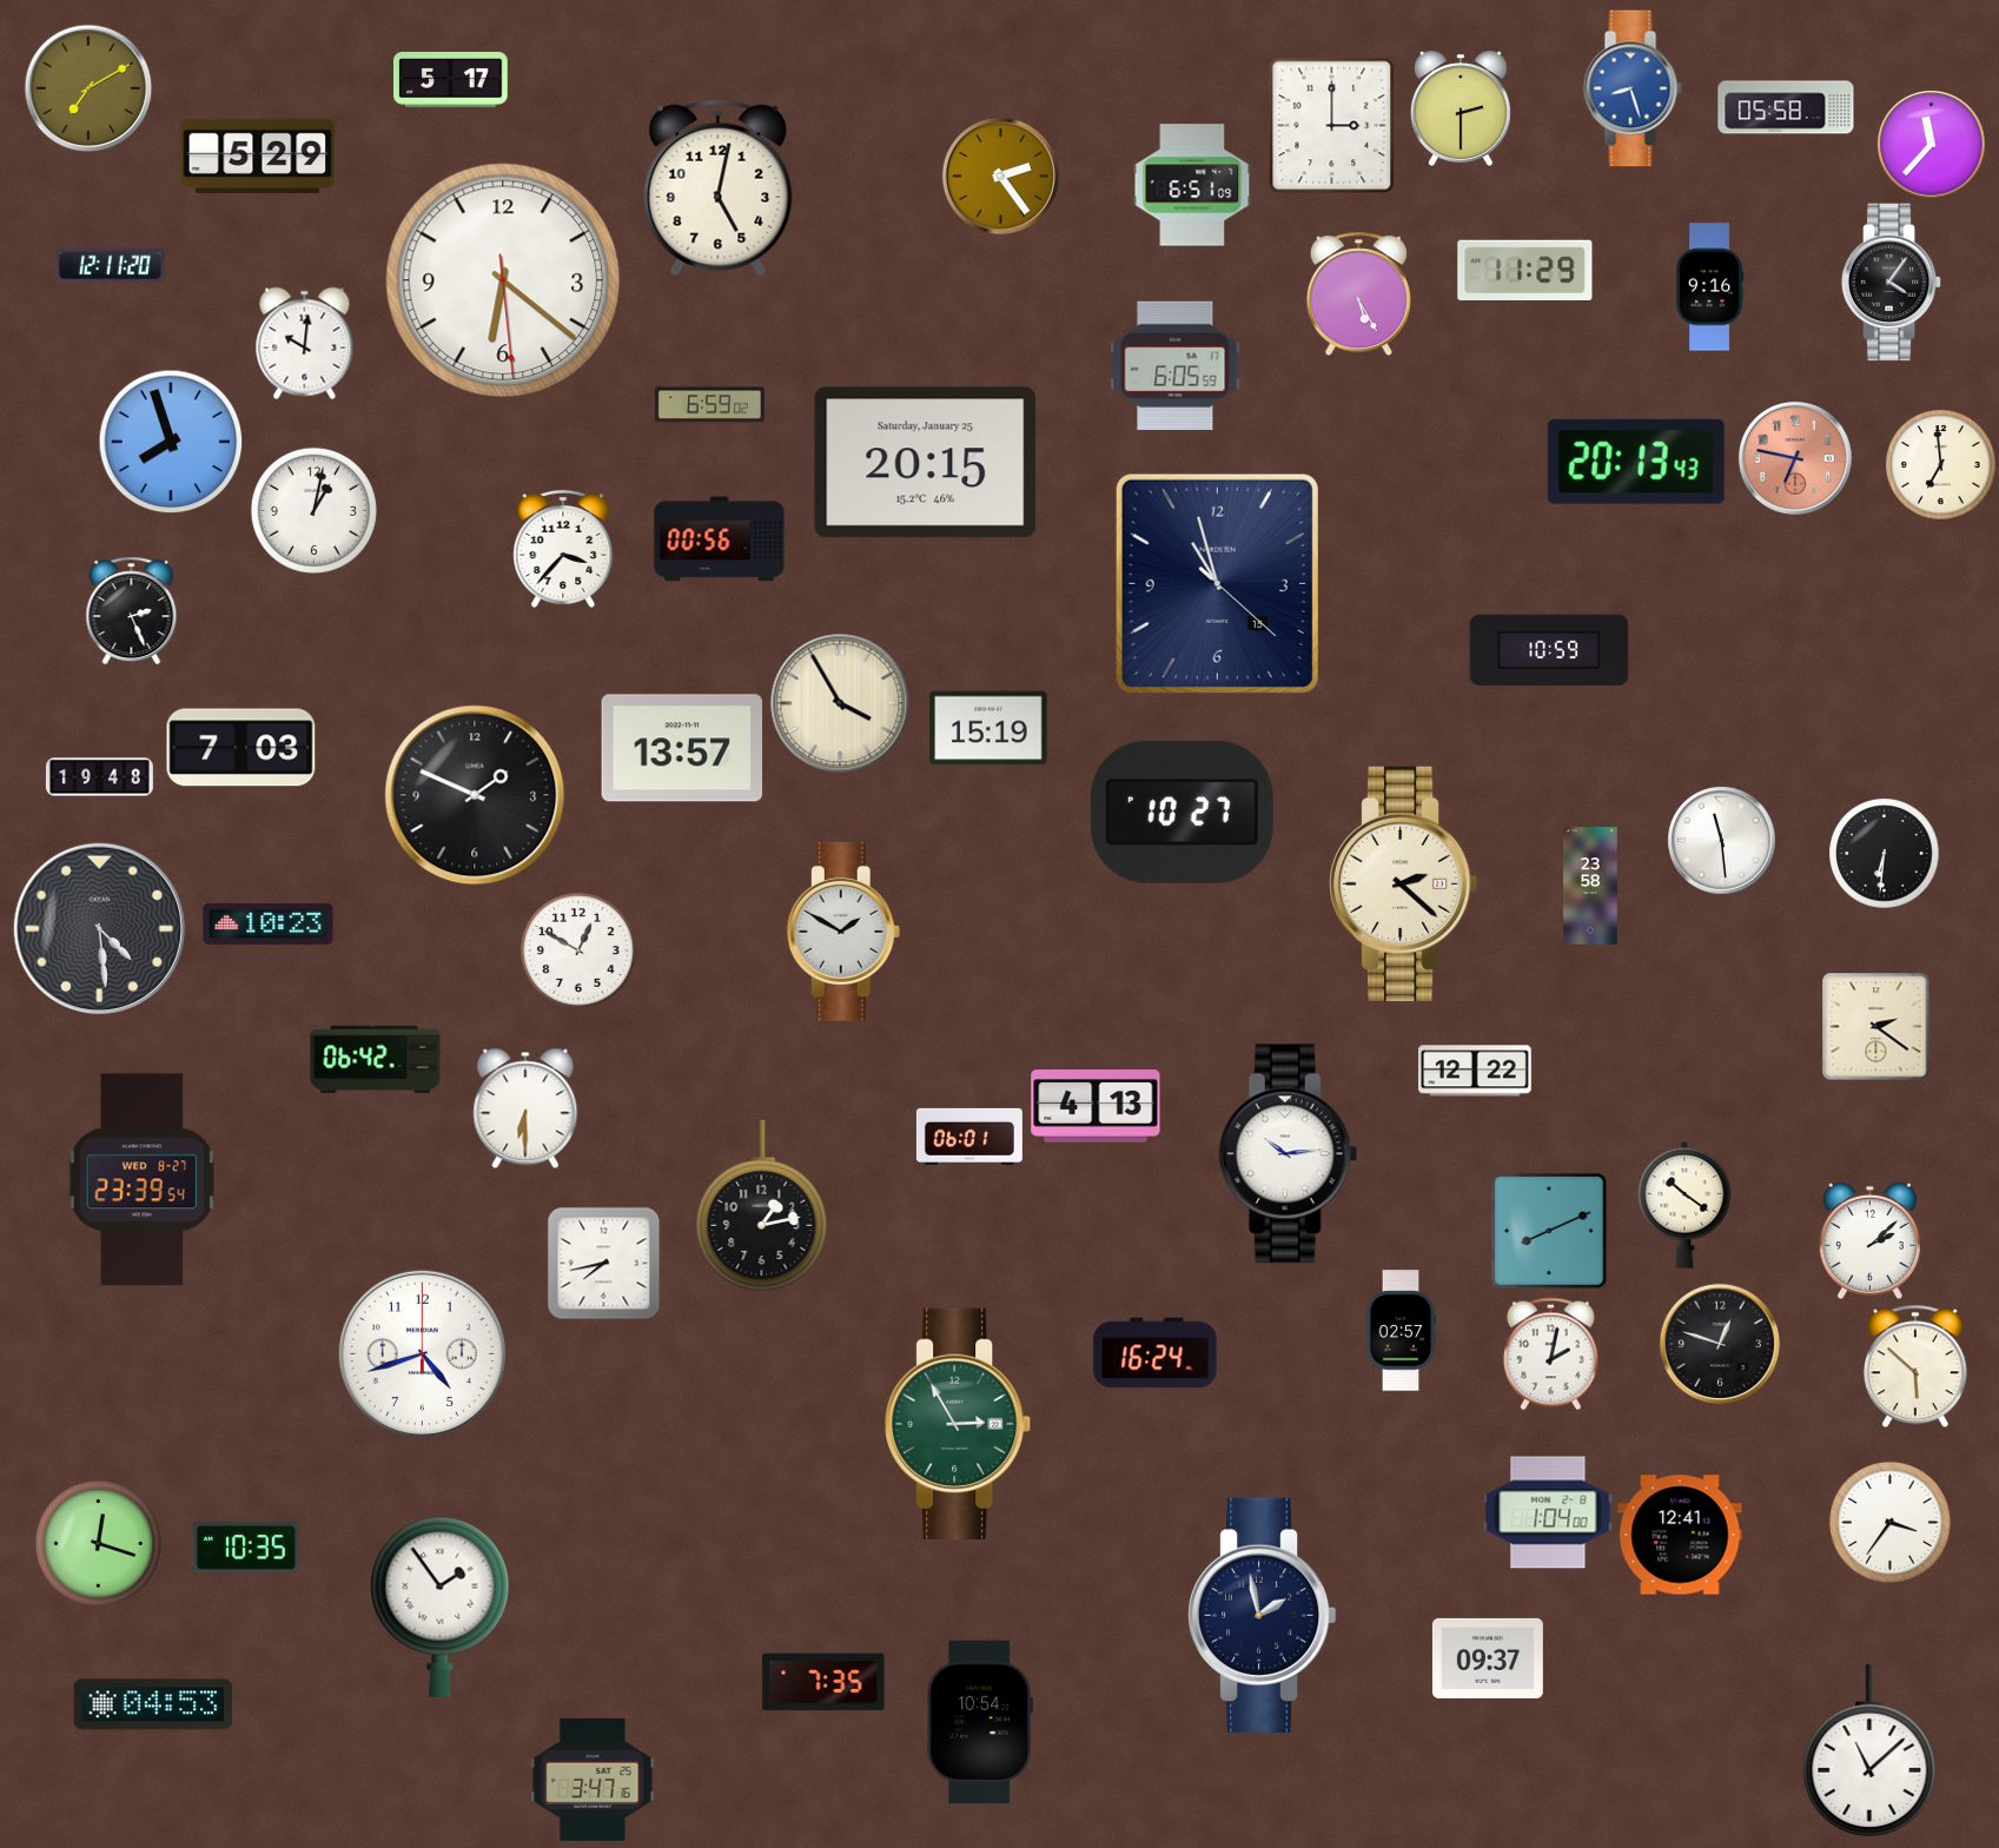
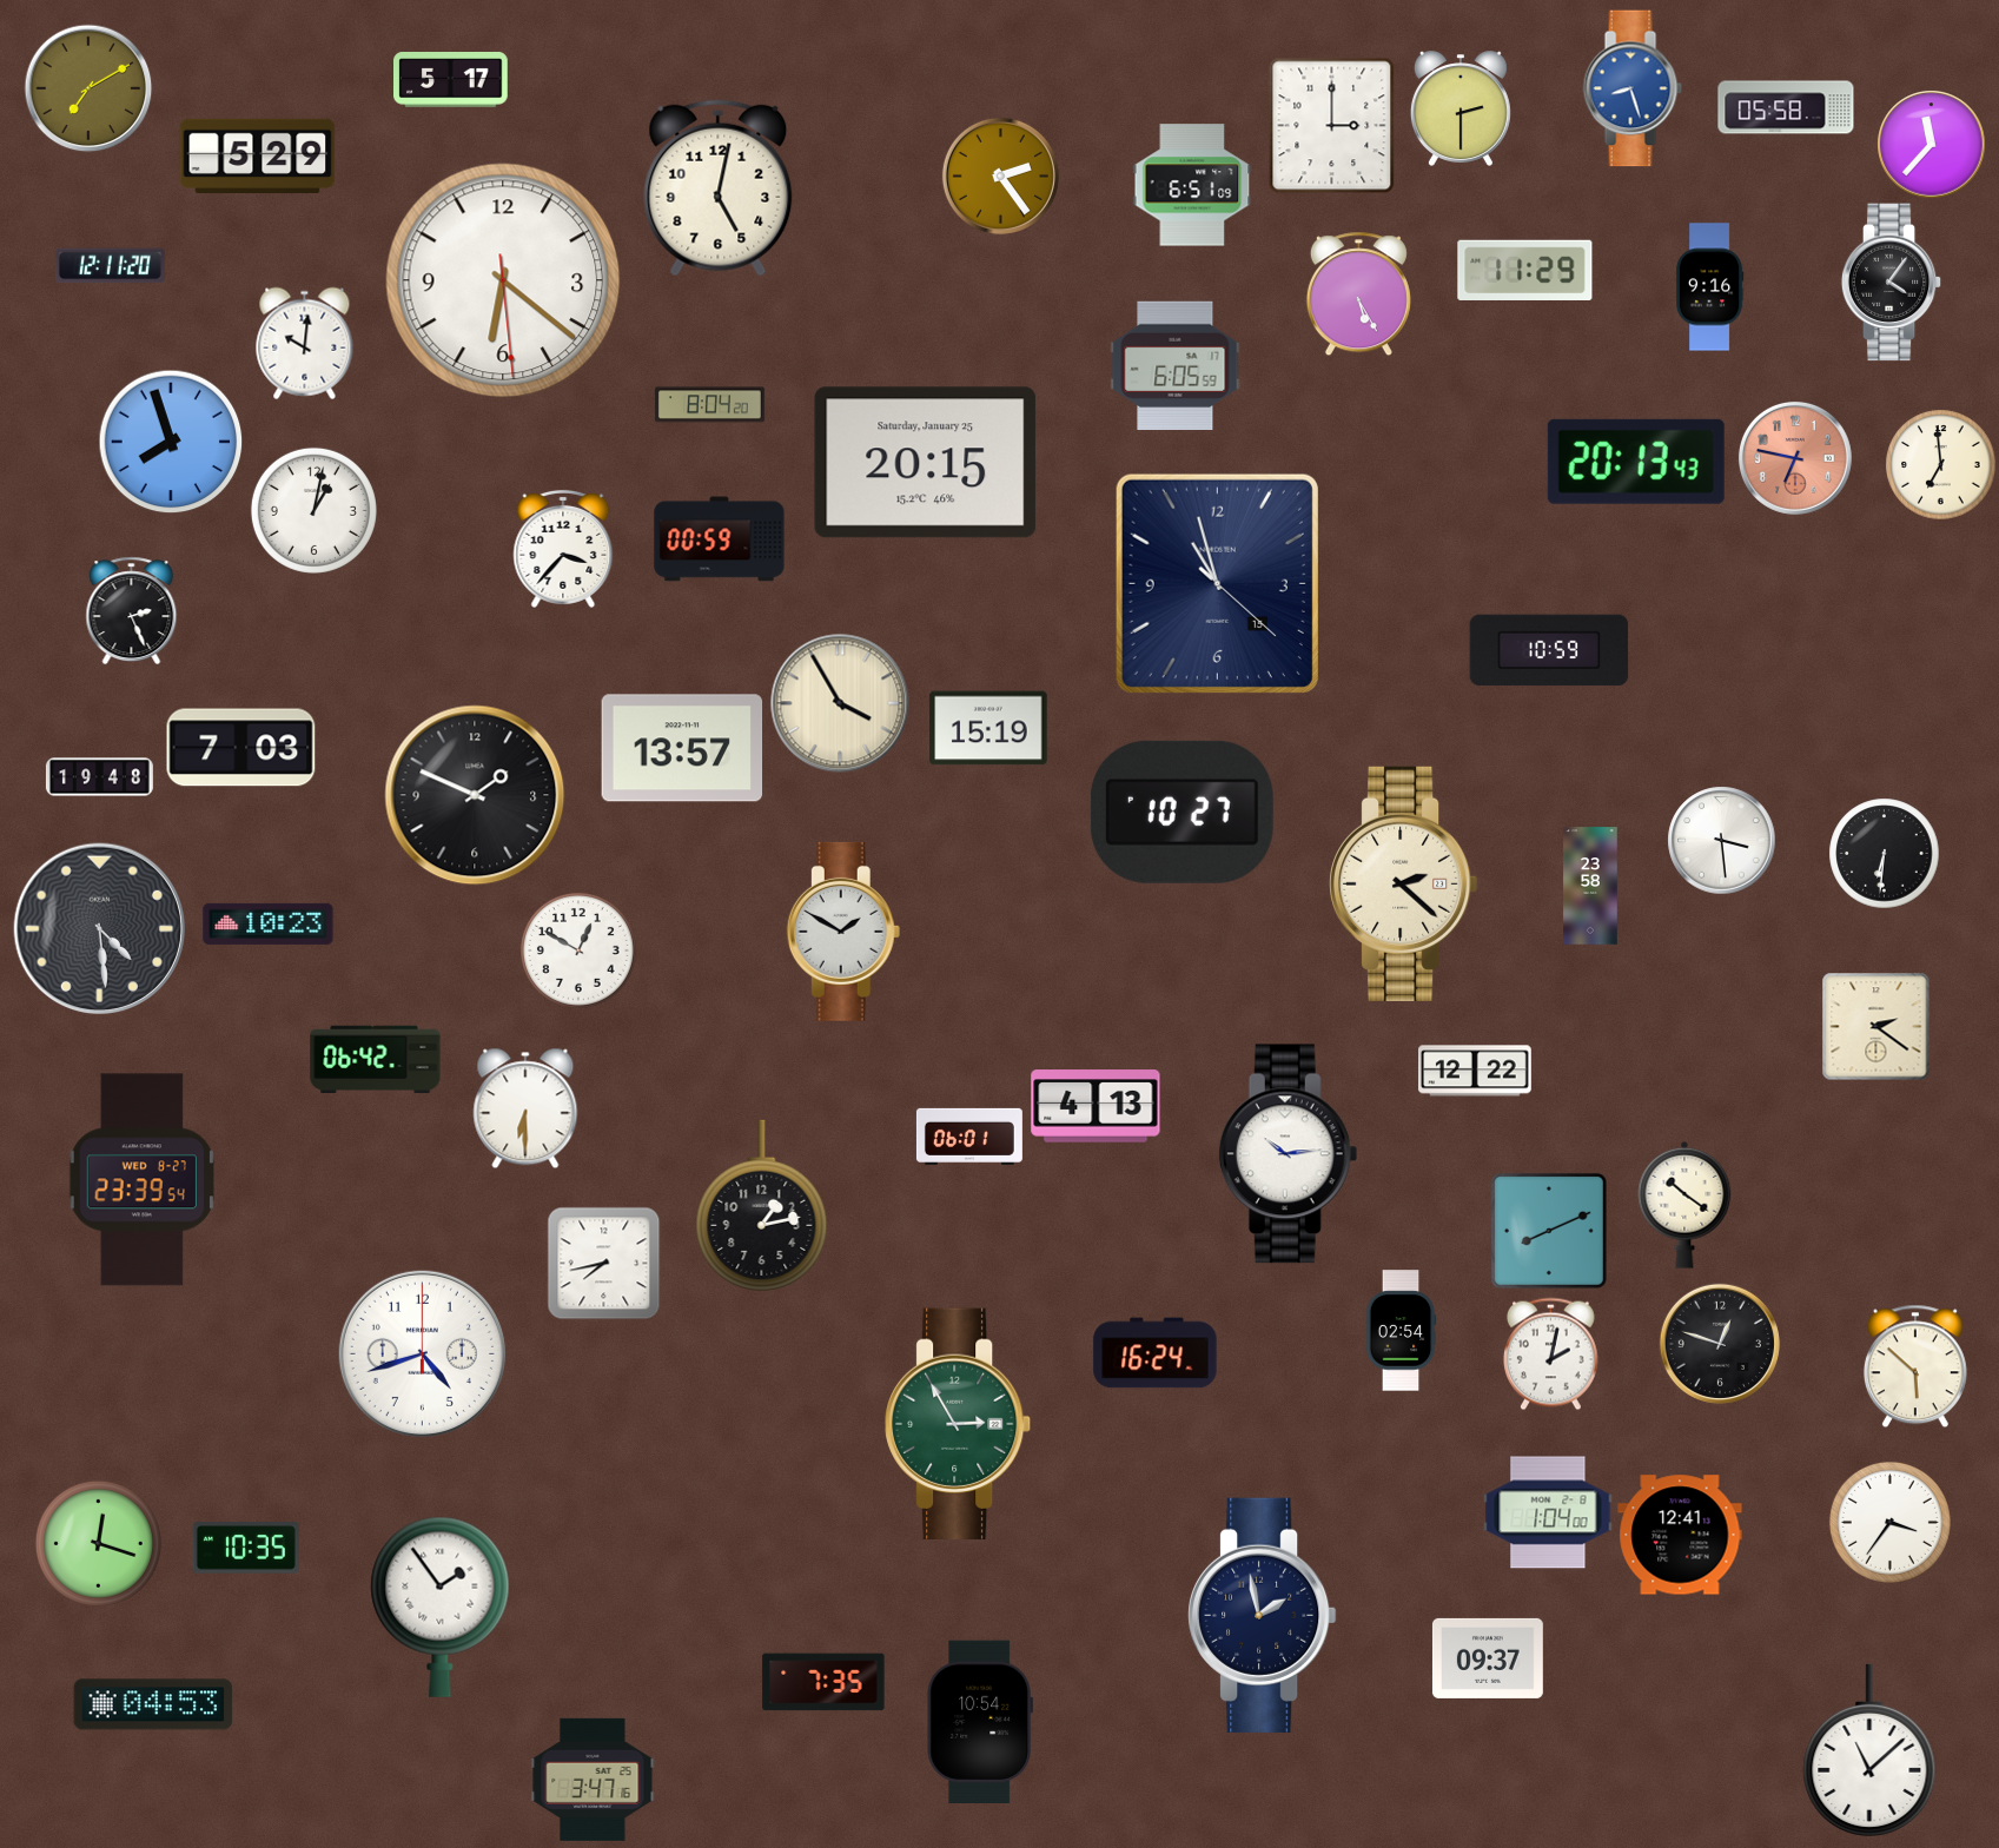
clock at (709, 405): 6:59 -> 8:04
clock at (720, 539): 00:56 -> 00:59
clock at (1721, 840): 11:29 -> 3:29
clock at (1869, 1240): 2:08 -> none
clock at (1401, 1331): 02:57 -> 02:54
